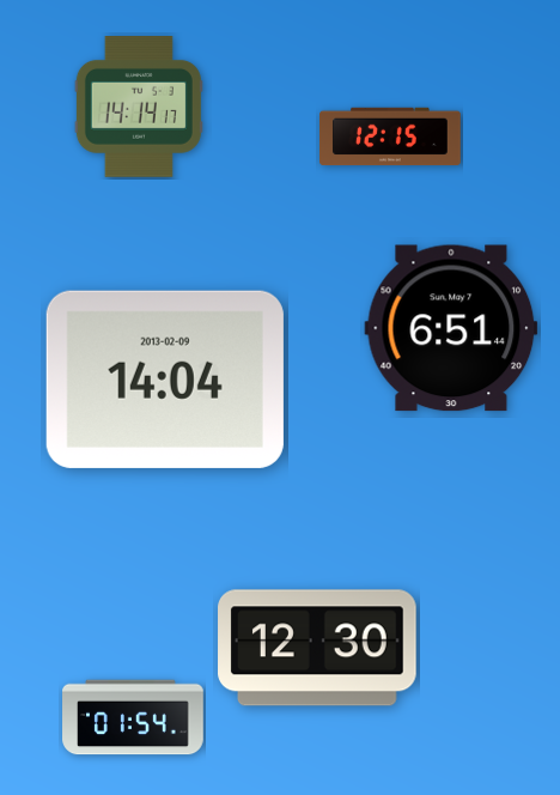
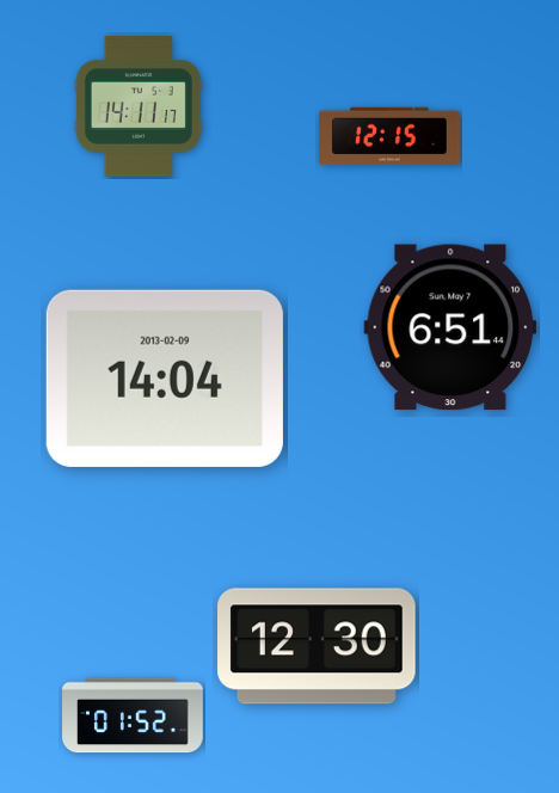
clock at (139, 108): 14:14 -> 14:11
clock at (133, 717): 01:54 -> 01:52
